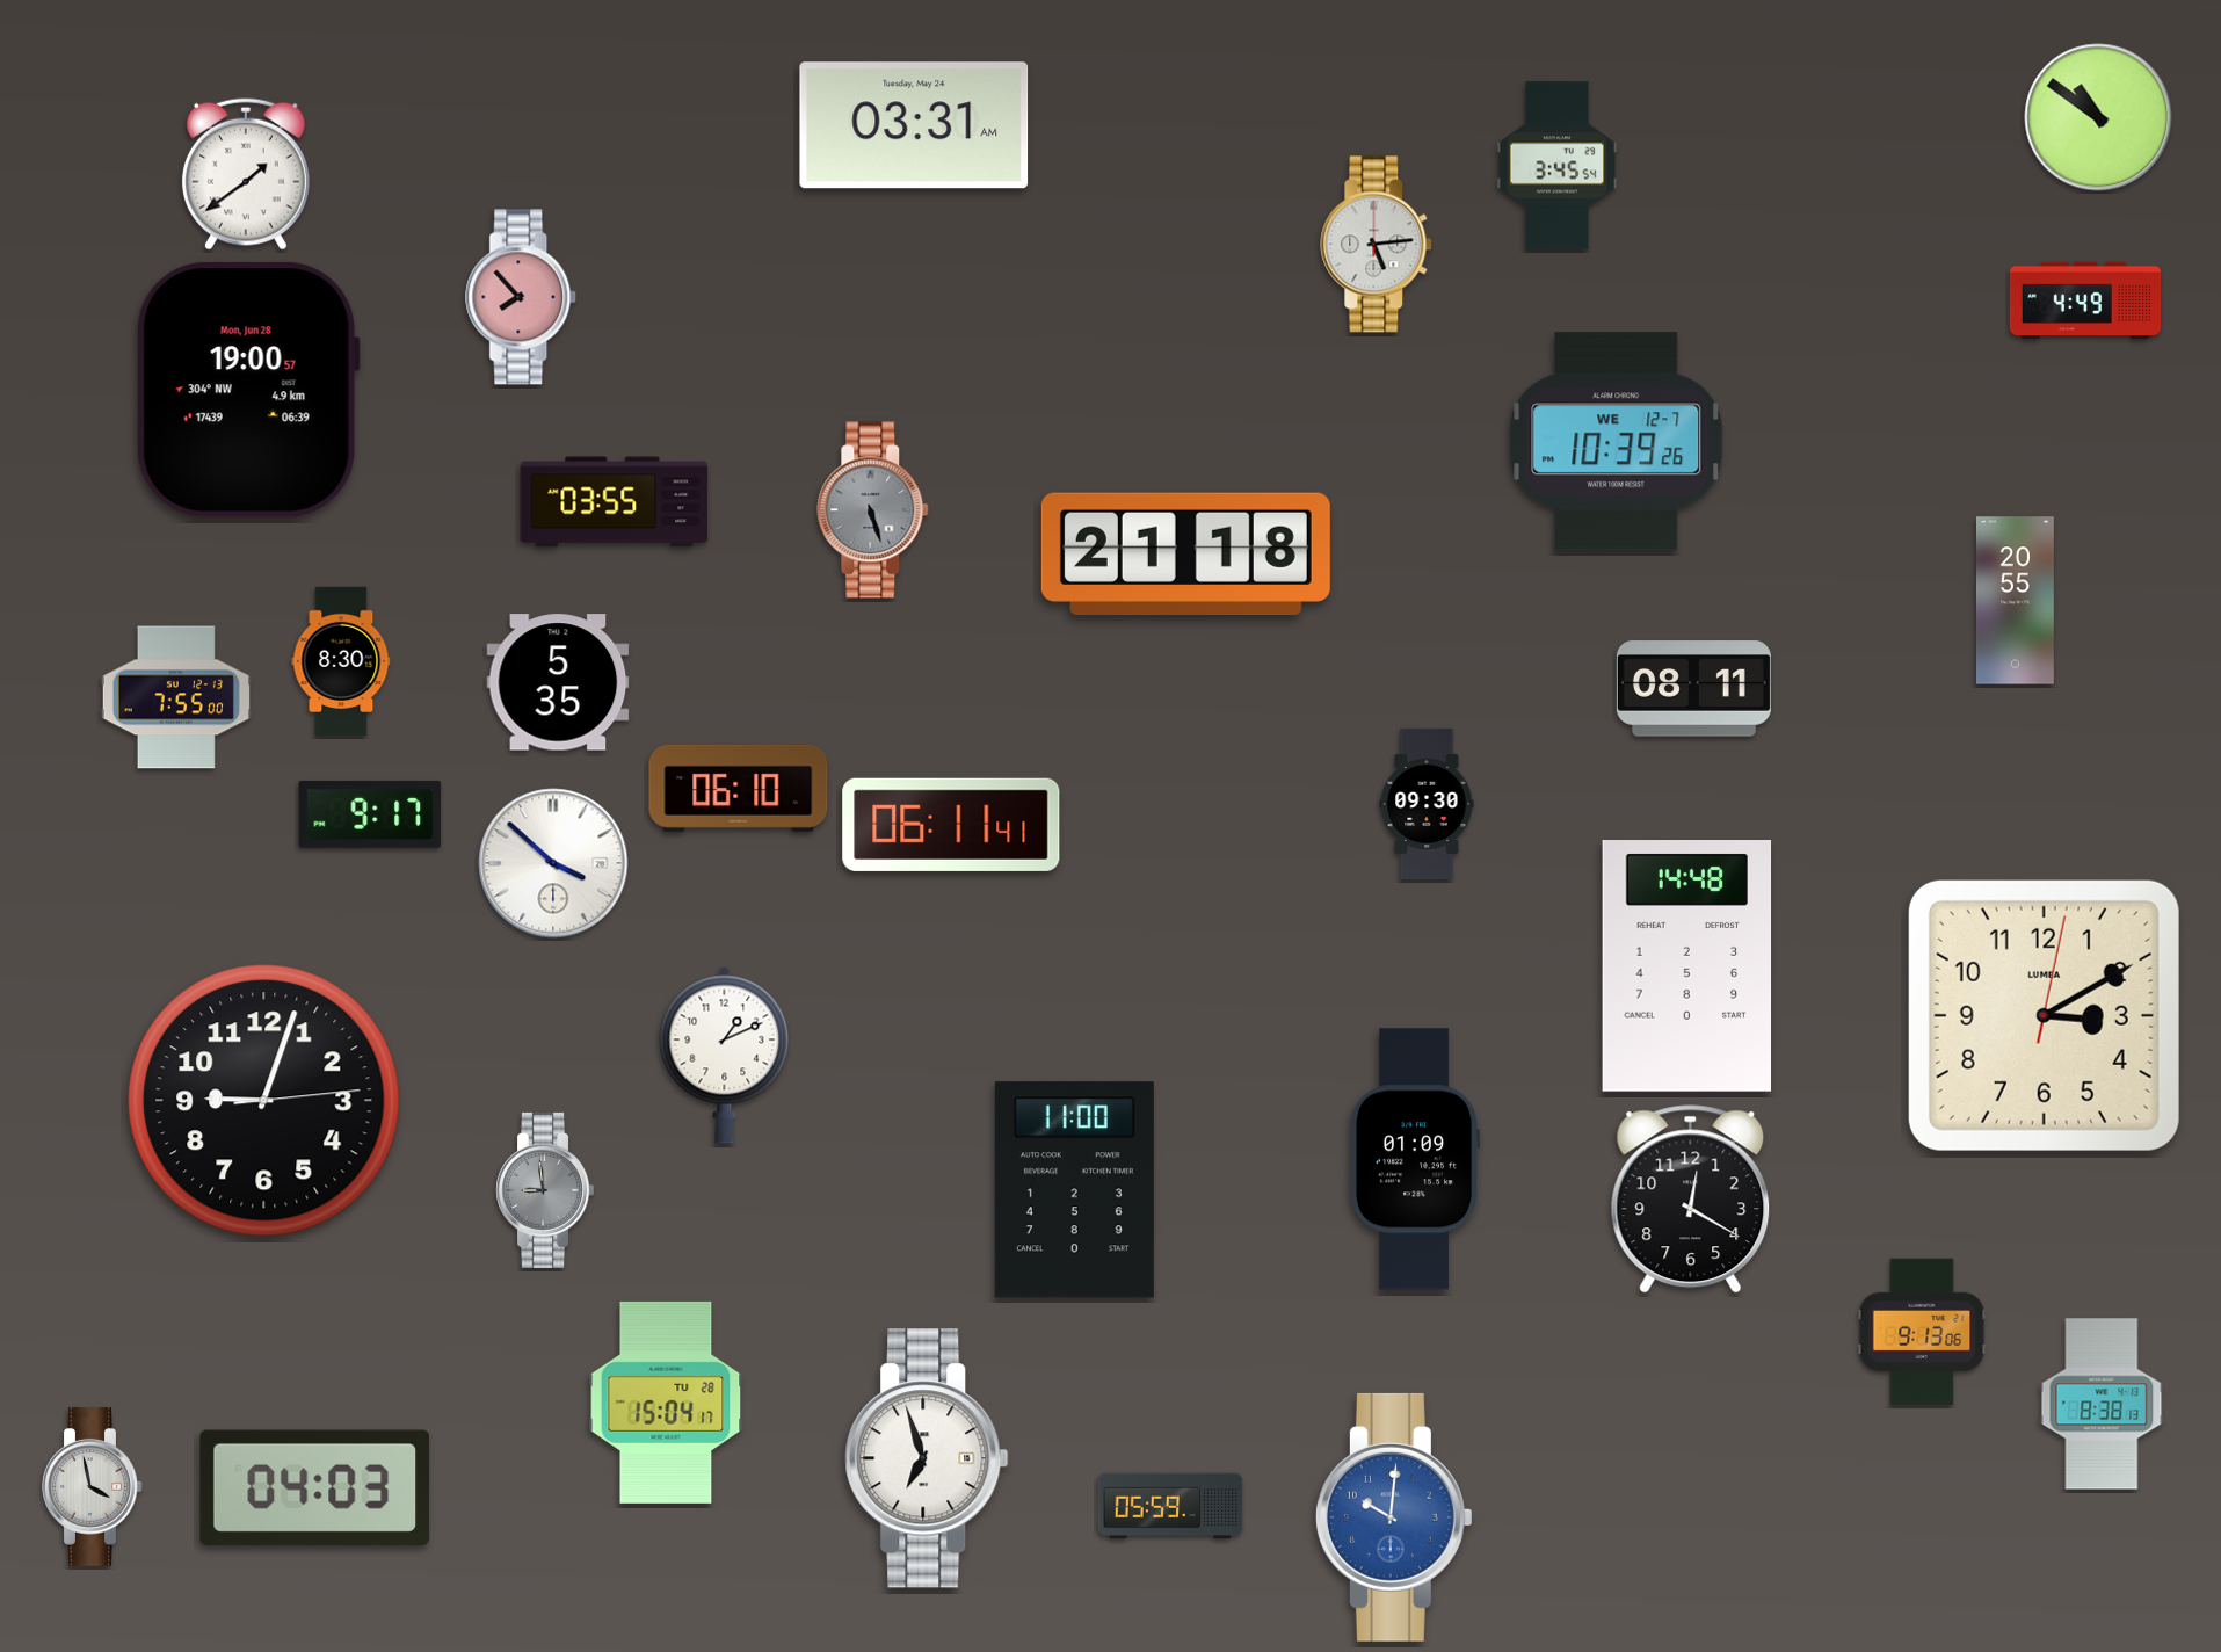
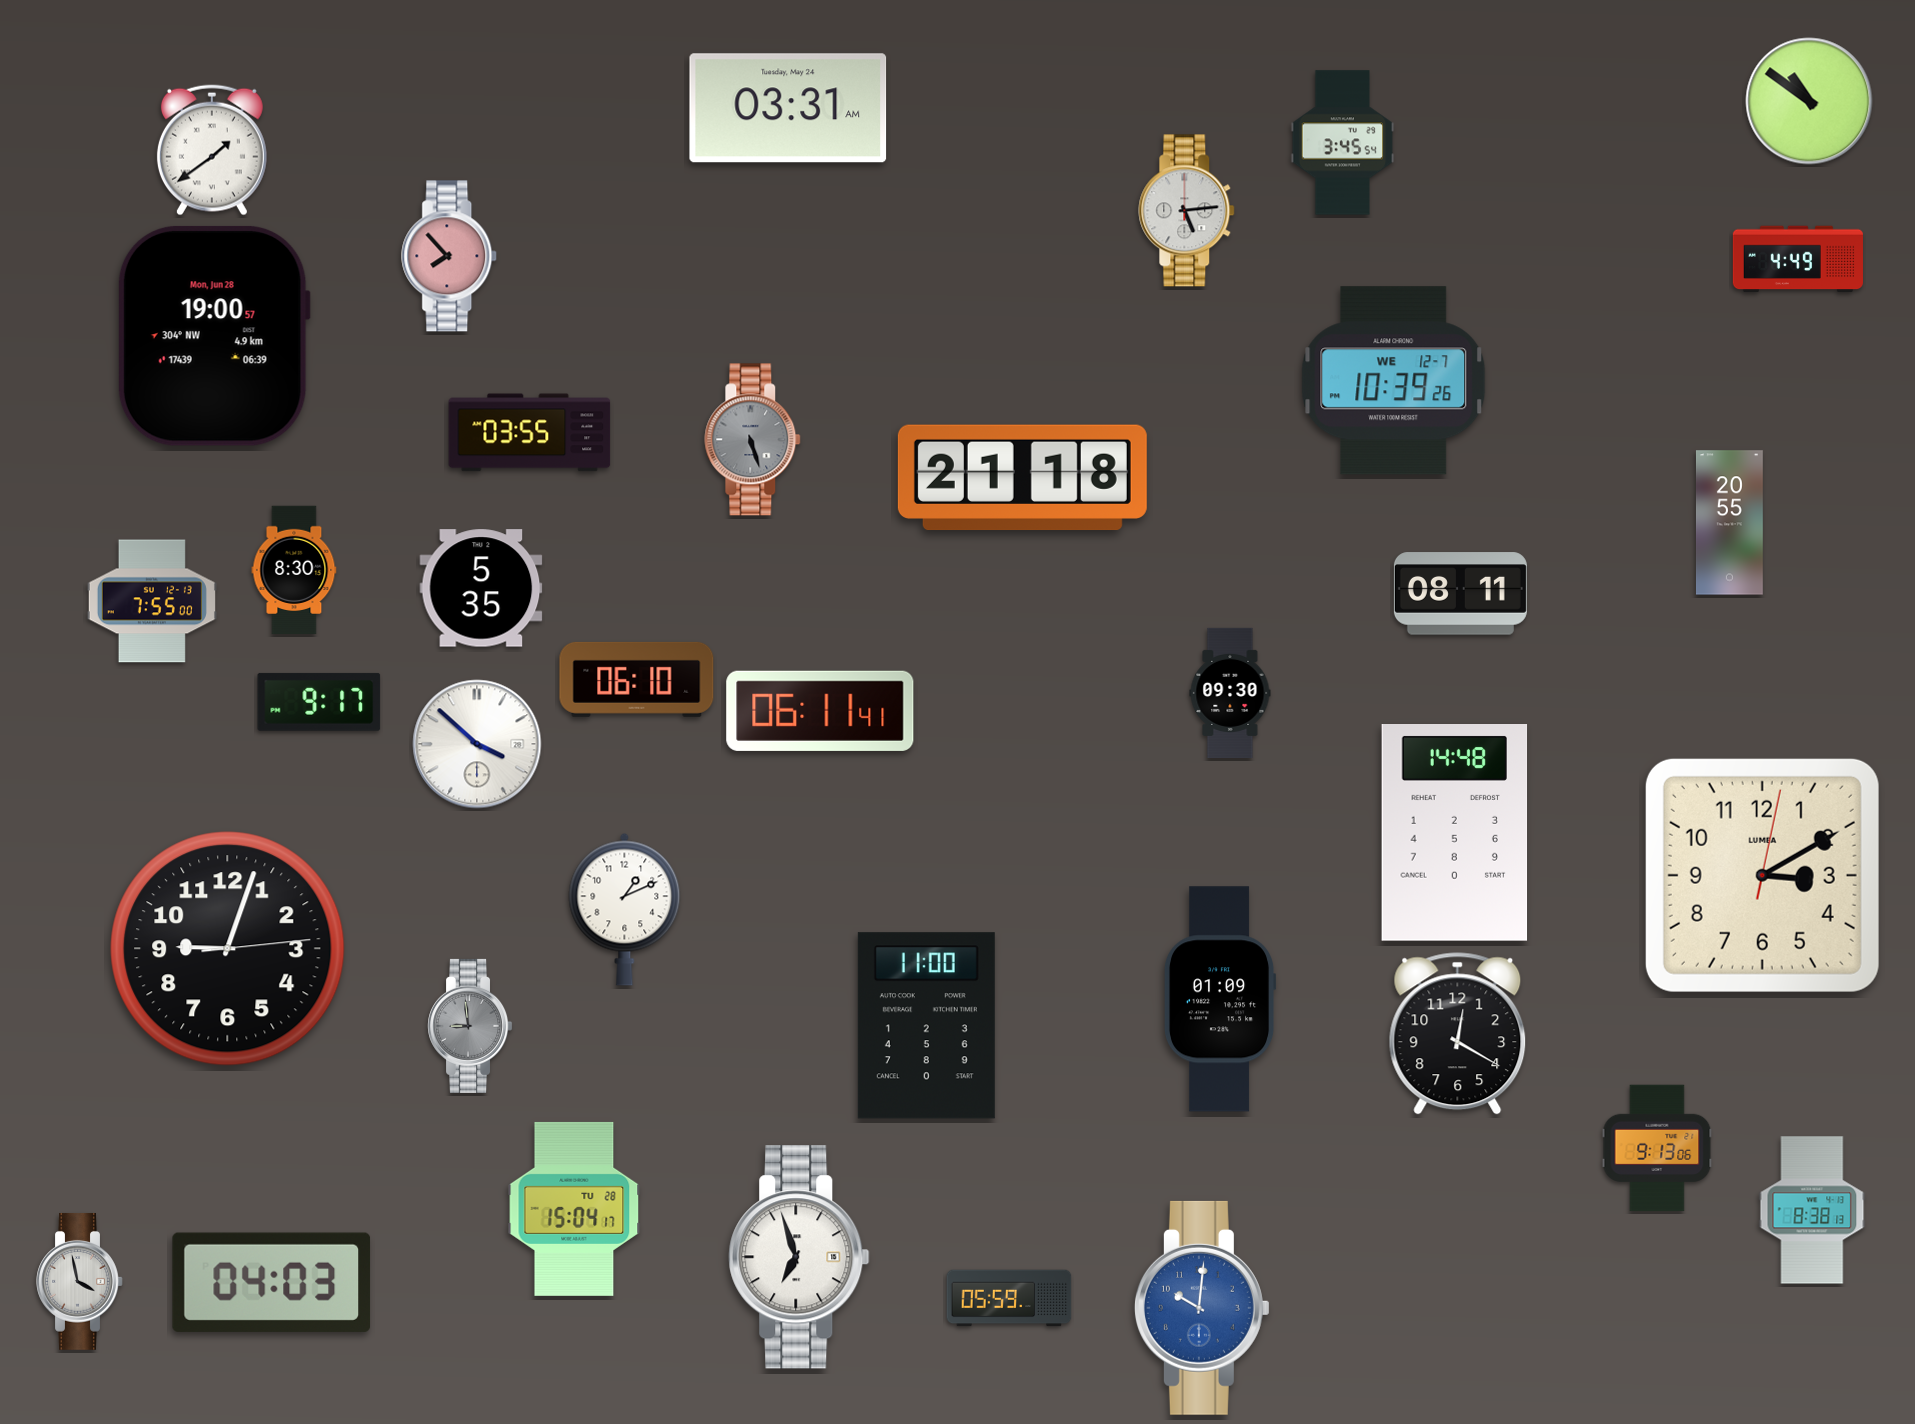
clock at (2015, 601) position: (2015, 601) -> (1729, 523)
